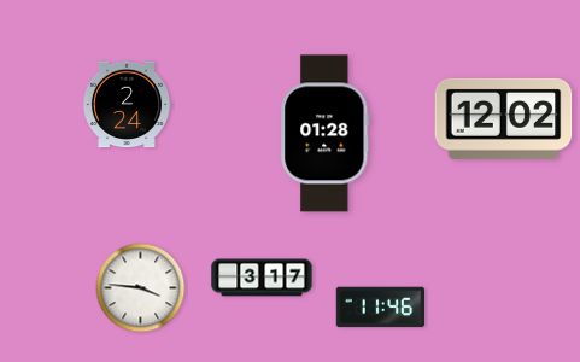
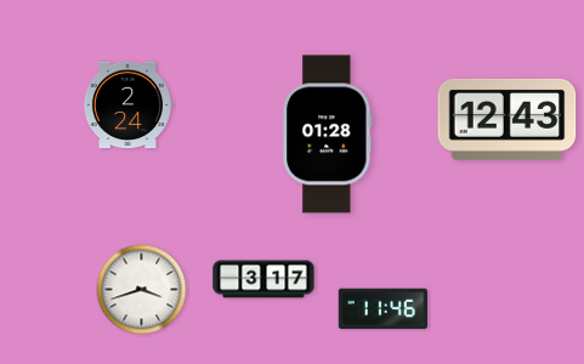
clock at (504, 118): 12:02 -> 12:43
clock at (141, 288): 3:46 -> 3:42
